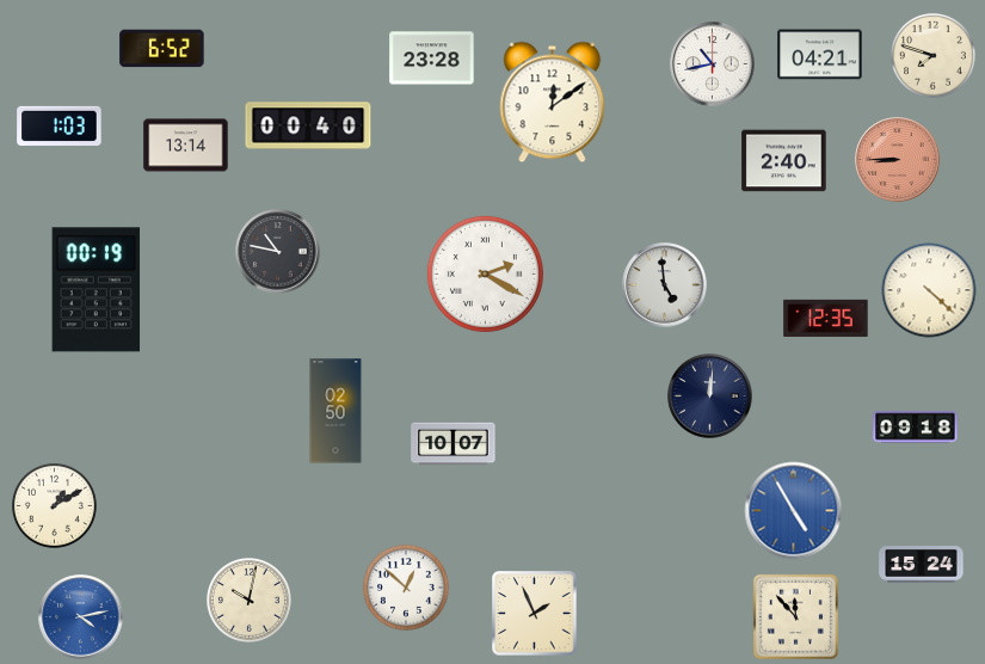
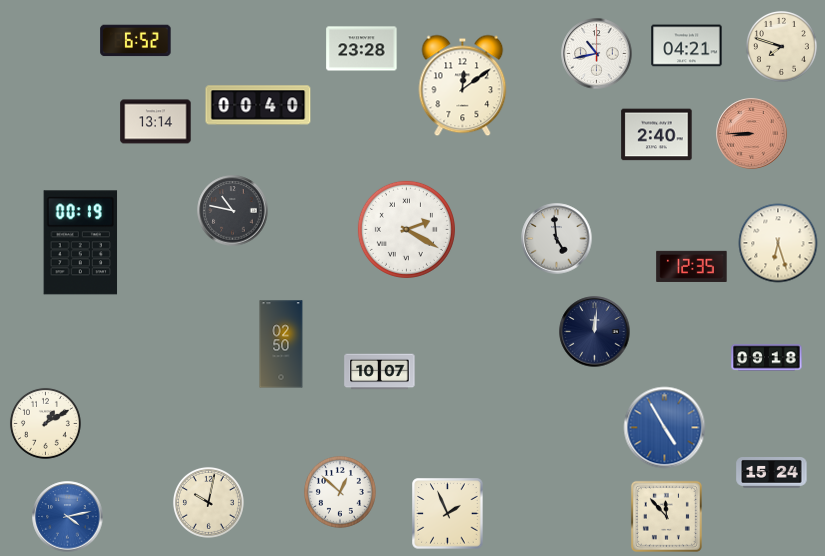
clock at (60, 125): 1:03 -> none
clock at (929, 290): 4:22 -> 6:27
